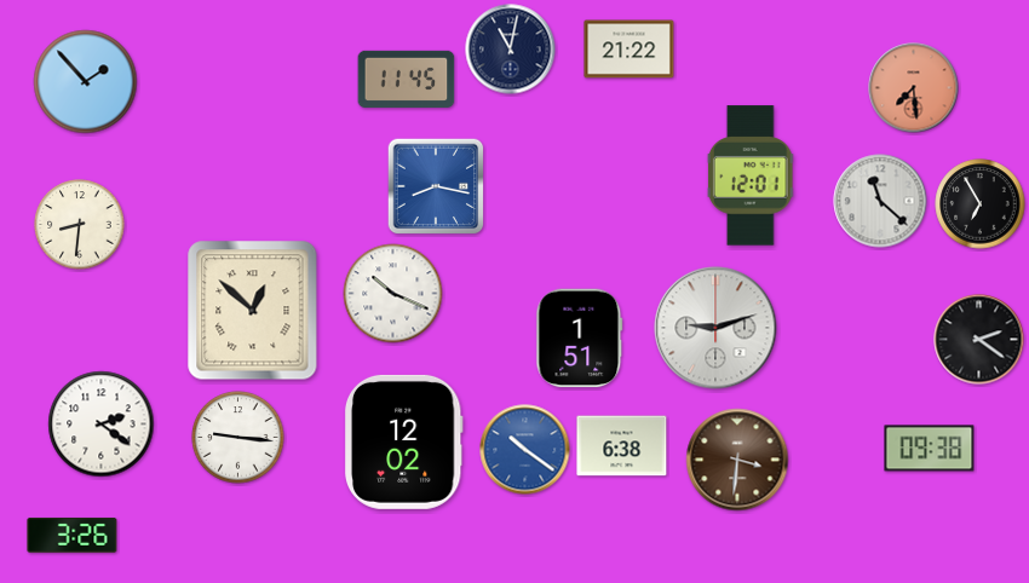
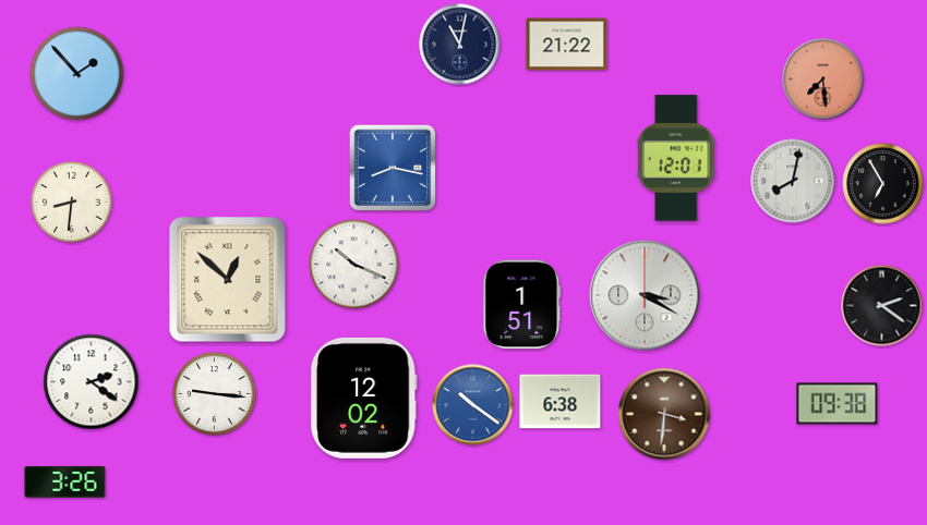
clock at (407, 79): 11:45 -> none
clock at (880, 201): 11:22 -> 8:02
clock at (715, 328): 9:12 -> 3:20
